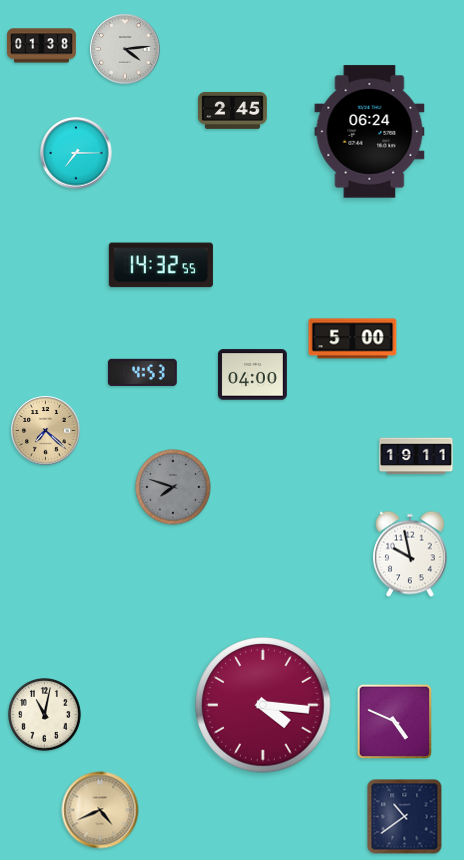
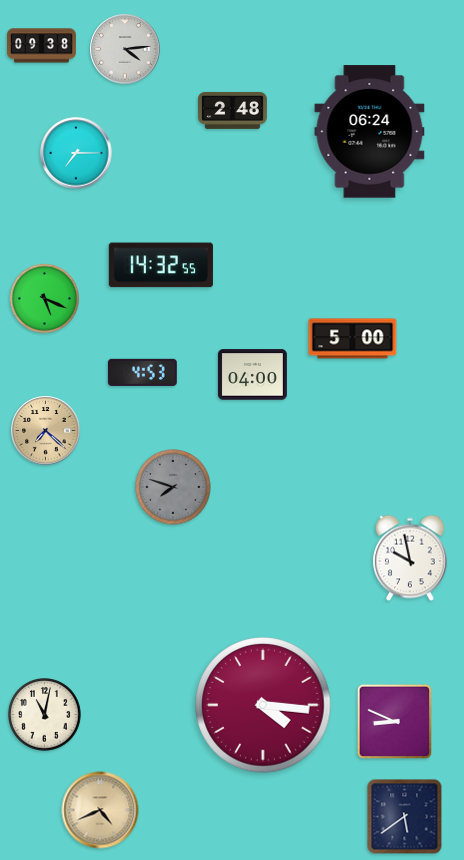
clock at (42, 46): 01:38 -> 09:38
clock at (233, 110): 2:45 -> 2:48
clock at (44, 298): none -> 5:19
clock at (416, 456): 19:11 -> none
clock at (410, 554) position: (410, 554) -> (410, 558)
clock at (395, 722): 4:49 -> 8:49
clock at (405, 817): 10:39 -> 5:39
